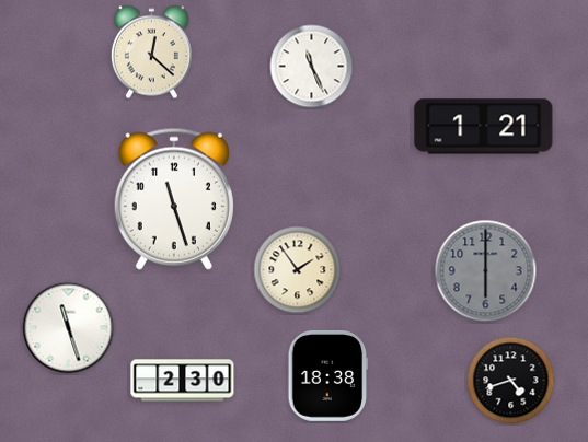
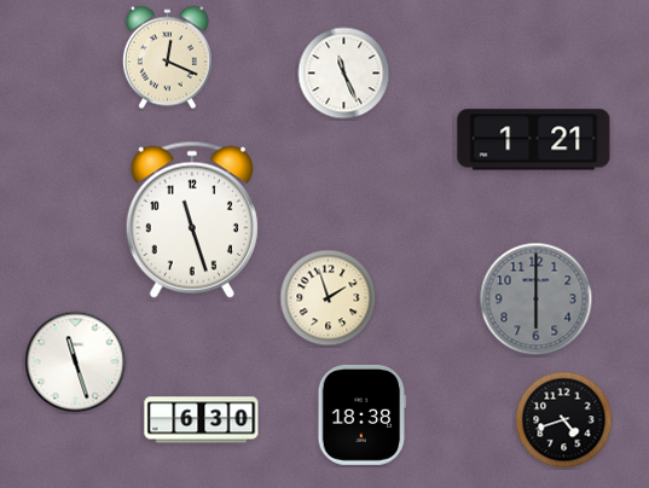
clock at (151, 53): 12:22 -> 12:19
clock at (298, 270): 1:54 -> 1:57
clock at (183, 381): 2:30 -> 6:30
